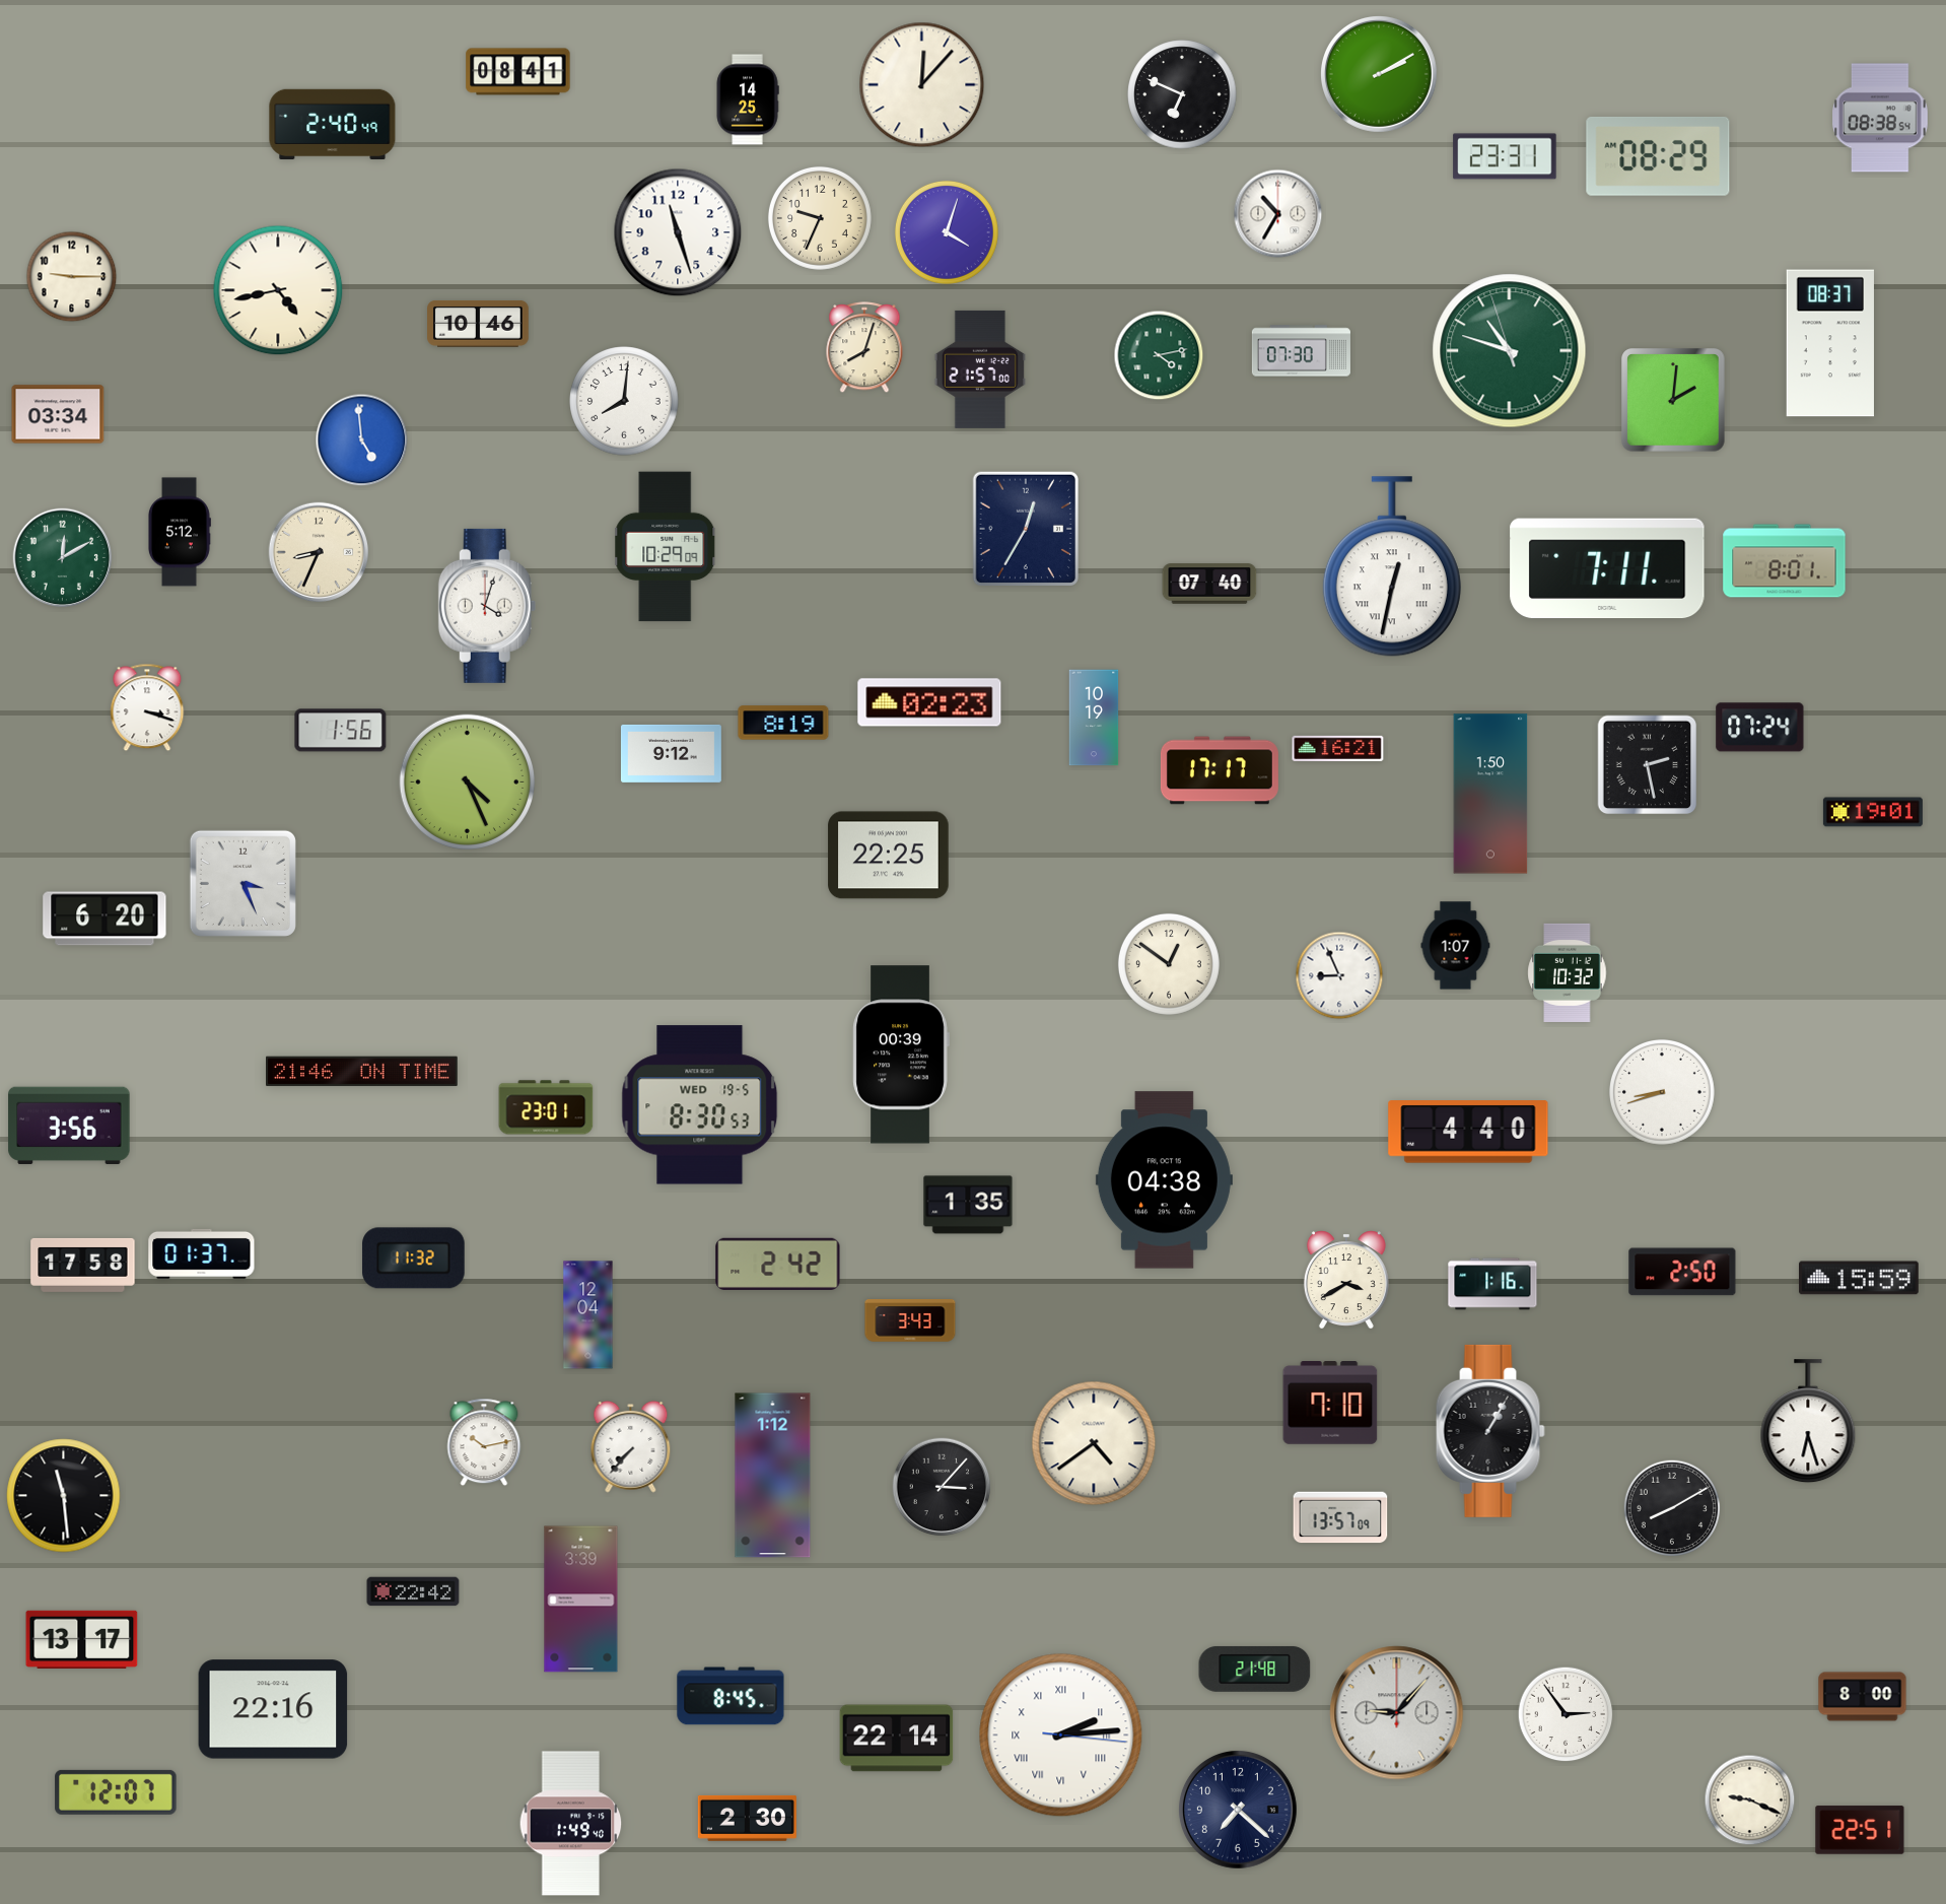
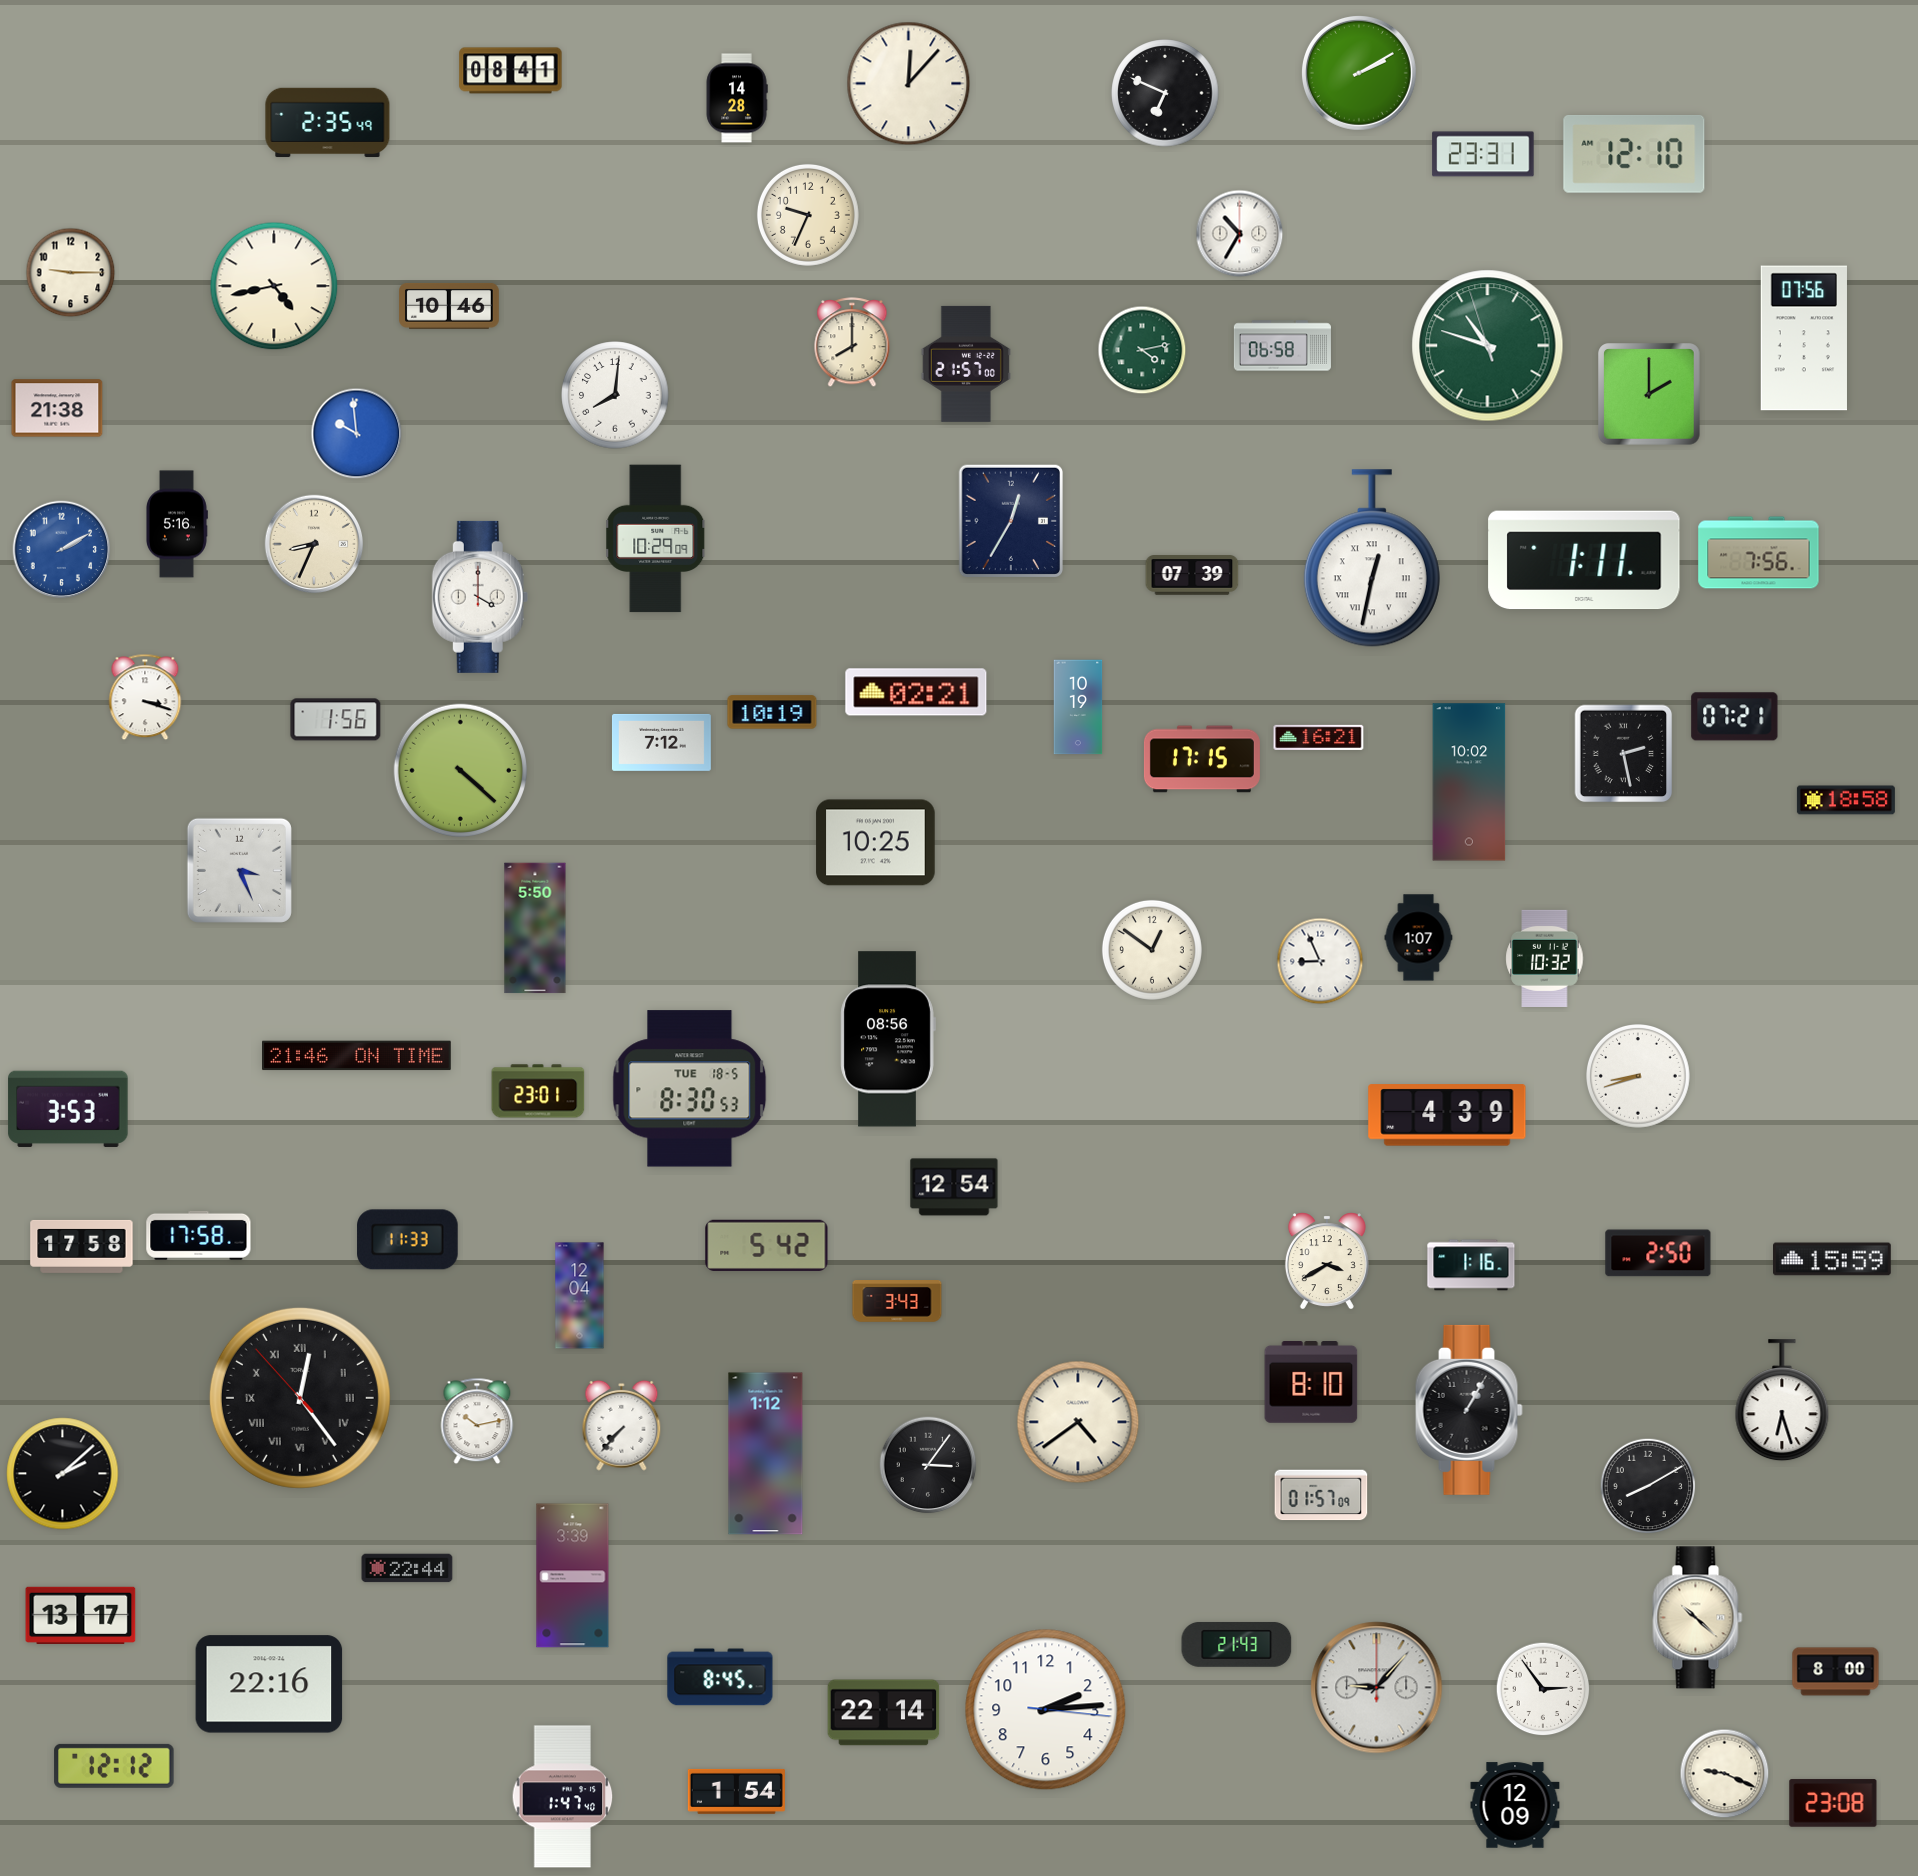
clock at (748, 99): 14:25 -> 14:28
clock at (1880, 118): 08:38 -> none
clock at (333, 125): 2:40 -> 2:35
clock at (1658, 157): 08:29 -> 12:10
clock at (1278, 214) position: (1278, 214) -> (1240, 234)
clock at (678, 232): 11:27 -> none
clock at (947, 232): 4:03 -> none
clock at (479, 324) position: (479, 324) -> (450, 306)
clock at (1830, 343): 08:37 -> 07:56
clock at (864, 348): 8:03 -> 8:00
clock at (1301, 351): 07:30 -> 06:58
clock at (1673, 400): 2:01 -> 2:00
clock at (58, 414): 03:34 -> 21:38
clock at (362, 440): 4:59 -> 9:59
clock at (180, 532): 5:12 -> 5:16
clock at (63, 558): 12:10 -> 2:10
clock at (63, 558) dial: green -> blue
clock at (1785, 561): 8:01 -> 7:56
clock at (1607, 568): 7:11 -> 1:11
clock at (1209, 584): 07:40 -> 07:39
clock at (487, 606): 4:03 -> 4:00
clock at (929, 702): 02:23 -> 02:21
clock at (783, 723): 8:19 -> 10:19
clock at (1760, 728): 07:24 -> 07:21
clock at (671, 753): 9:12 -> 7:12
clock at (1220, 770): 17:17 -> 17:15
clock at (467, 781): 4:26 -> 4:22
clock at (1490, 794): 1:50 -> 10:02
clock at (1873, 812): 19:01 -> 18:58
clock at (889, 856): 22:25 -> 10:25
clock at (105, 919): 6:20 -> none
clock at (535, 928): none -> 5:50
clock at (1456, 946) position: (1456, 946) -> (1419, 938)
clock at (901, 1055): 00:39 -> 08:56
clock at (700, 1105) date: WED 19-5 -> TUE 18-5
clock at (69, 1126): 3:56 -> 3:53
clock at (1468, 1132): 4:40 -> 4:39
clock at (1164, 1180): 04:38 -> none
clock at (968, 1205): 1:35 -> 12:54
clock at (202, 1253): 01:37 -> 17:58
clock at (414, 1259): 11:32 -> 11:33
clock at (778, 1264): 2:42 -> 5:42
clock at (1330, 1404): 7:10 -> 8:10
clock at (300, 1398): none -> 12:23
clock at (773, 1476) position: (773, 1476) -> (766, 1454)
clock at (942, 1487): 3:07 -> 3:06
clock at (64, 1496): 11:29 -> 2:08
clock at (1340, 1517): 13:57 -> 01:57
clock at (413, 1591): 22:42 -> 22:44
clock at (1698, 1618): none -> 10:22
clock at (1255, 1669): 21:48 -> 21:43
clock at (731, 1696) position: (731, 1696) -> (720, 1677)
clock at (1061, 1736) numerals: Roman -> Arabic
clock at (116, 1792): 12:07 -> 12:12
clock at (1238, 1810): 7:22 -> none
clock at (747, 1818): 2:30 -> 1:54
clock at (571, 1824): 1:49 -> 1:47
clock at (1860, 1830): 22:51 -> 23:08
clock at (1515, 1805): none -> 12:09
